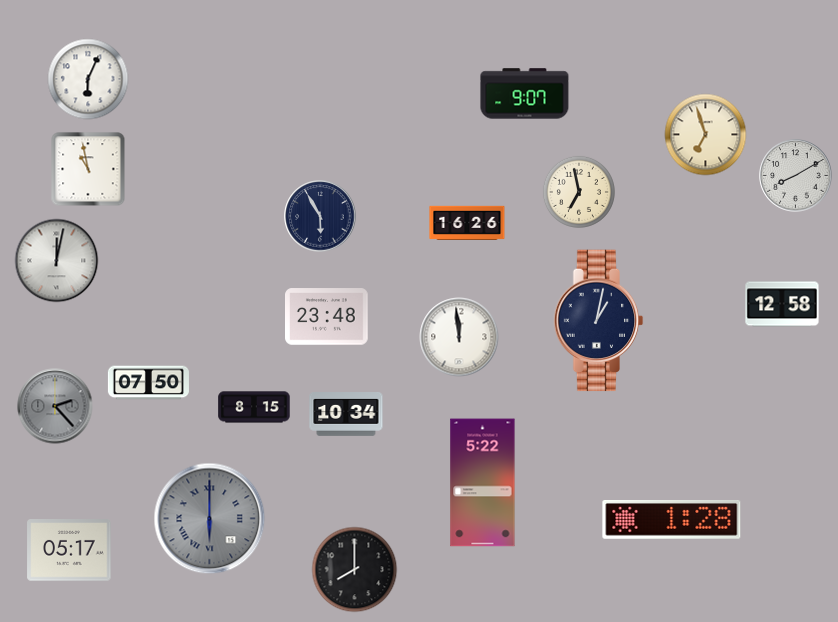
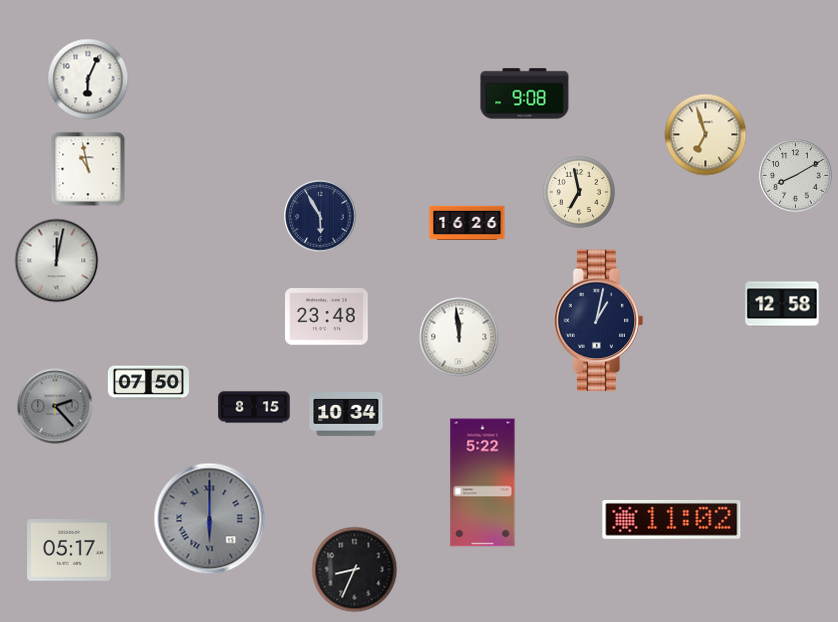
clock at (525, 94): 9:07 -> 9:08
clock at (672, 520): 1:28 -> 11:02
clock at (355, 570): 8:00 -> 8:34
